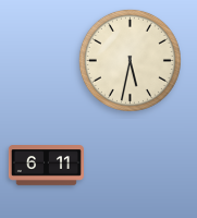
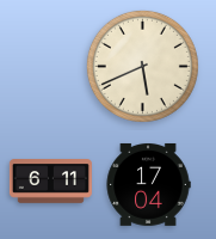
clock at (130, 60): 5:32 -> 5:41
clock at (148, 184): none -> 17:04
